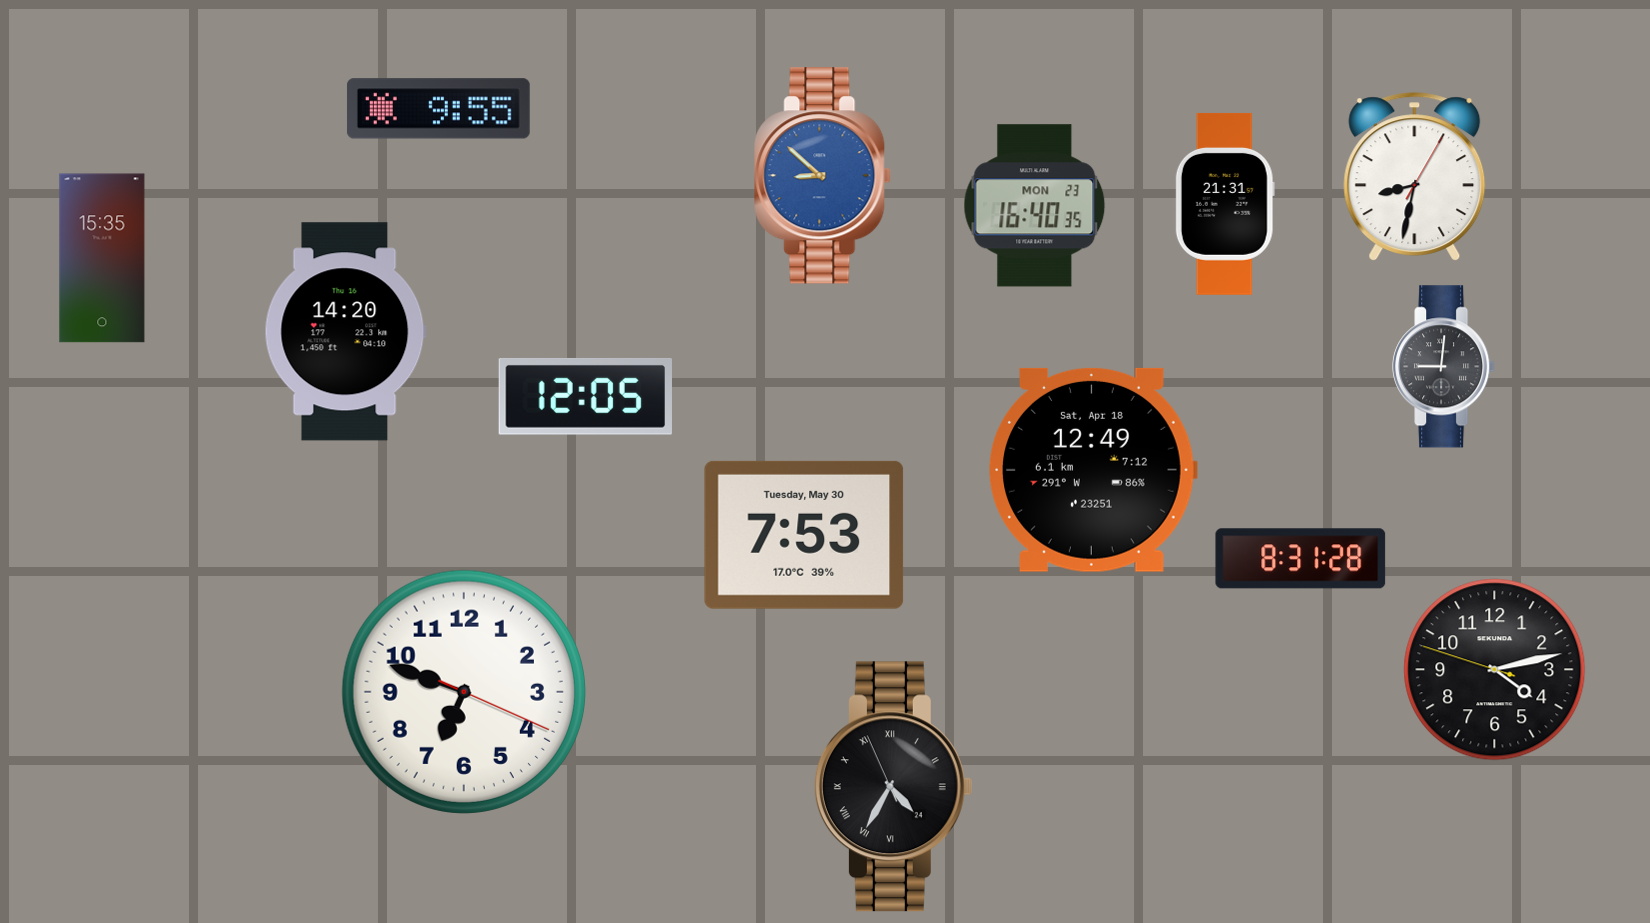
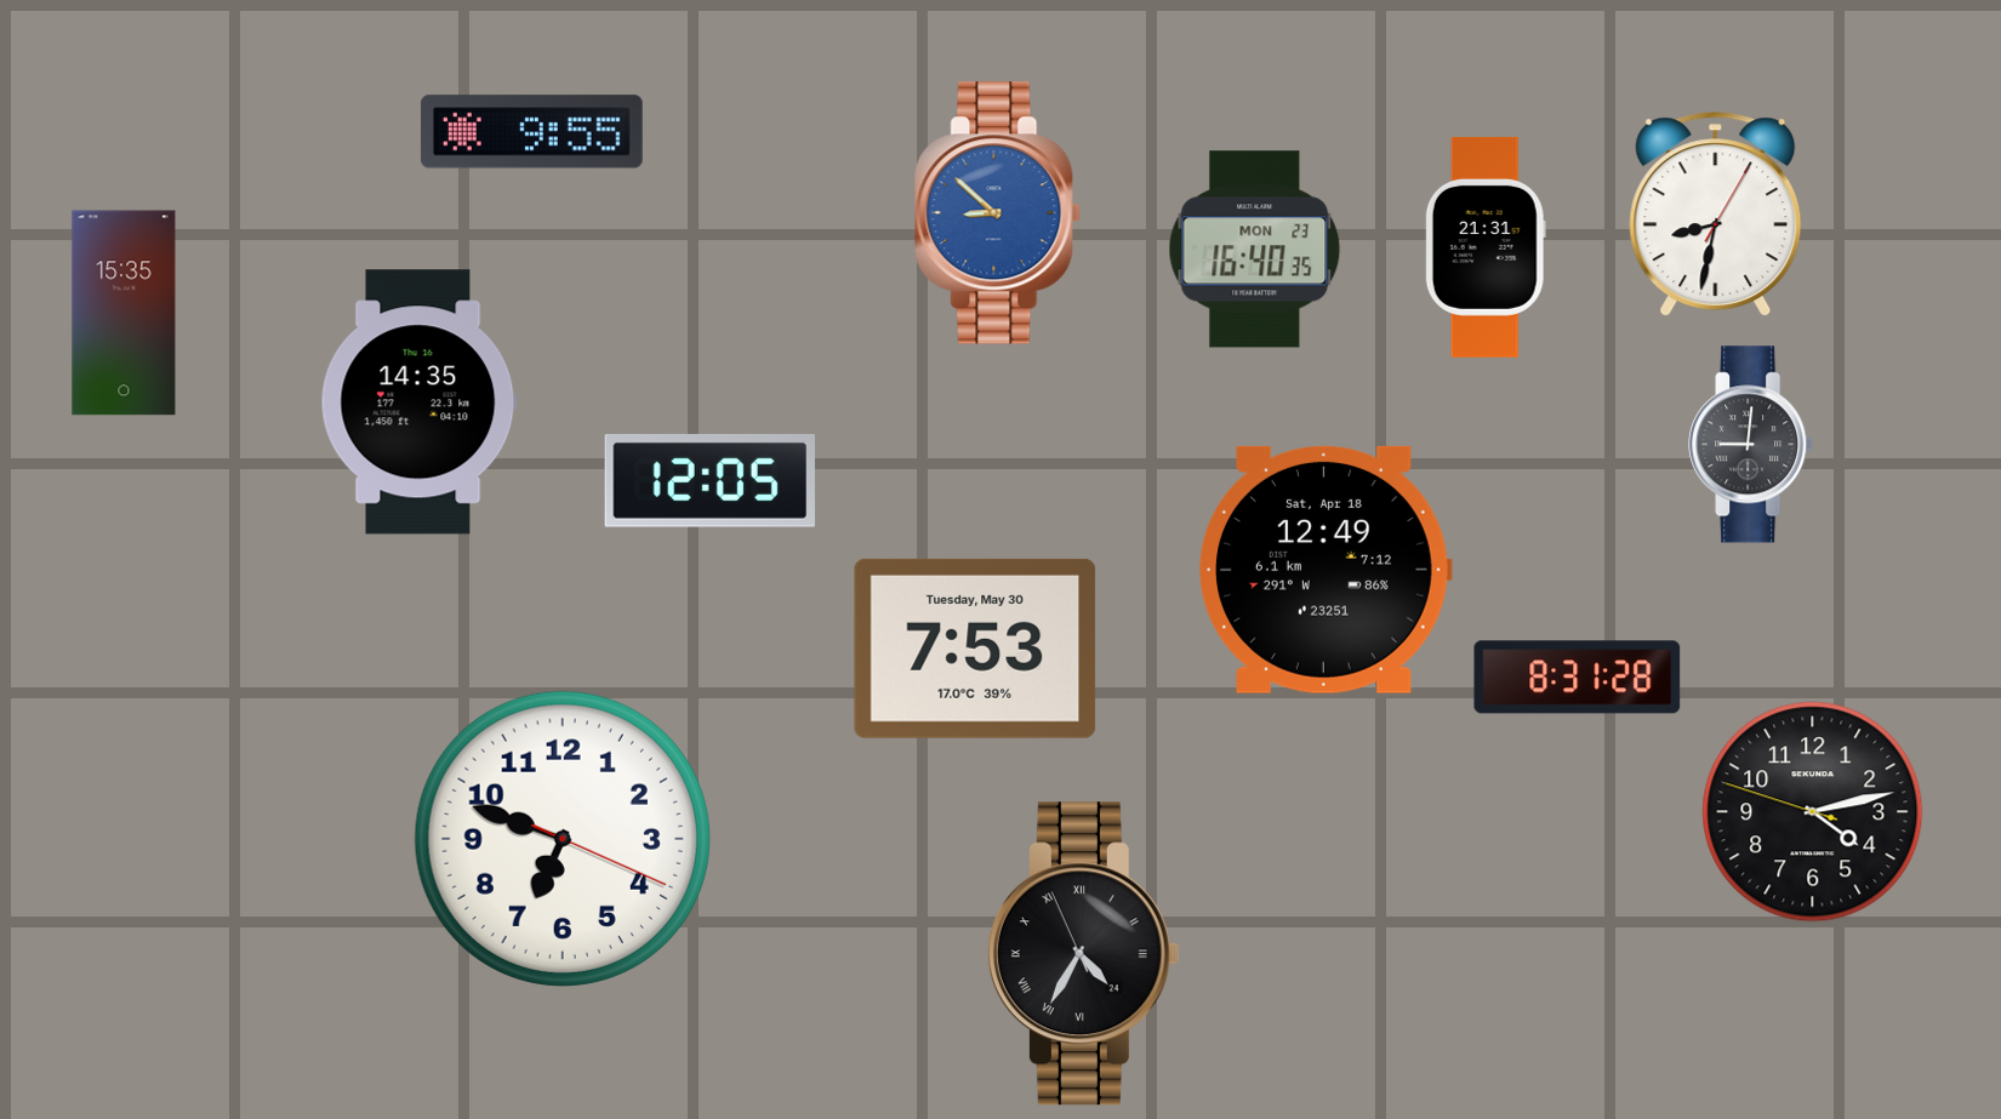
clock at (345, 332): 14:20 -> 14:35
